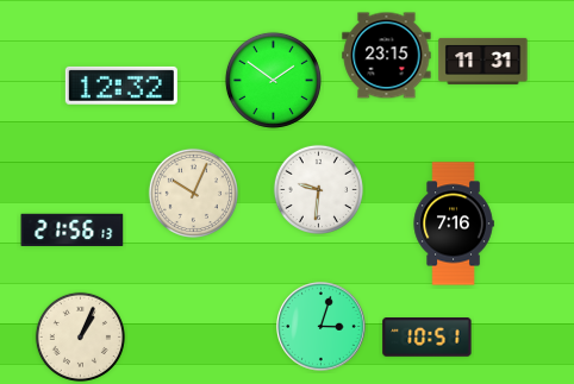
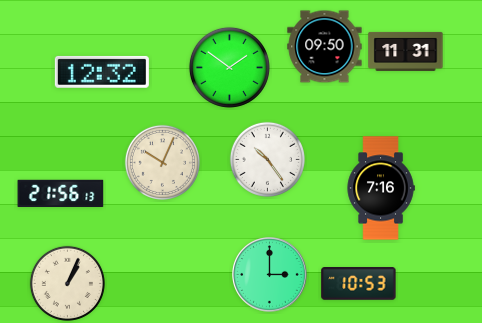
clock at (387, 56): 23:15 -> 09:50
clock at (318, 189): 9:31 -> 10:24
clock at (322, 327): 3:03 -> 3:00
clock at (428, 338): 10:51 -> 10:53
